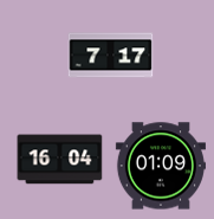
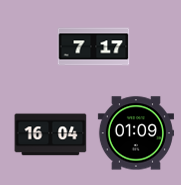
clock at (161, 166) position: (161, 166) -> (136, 133)
